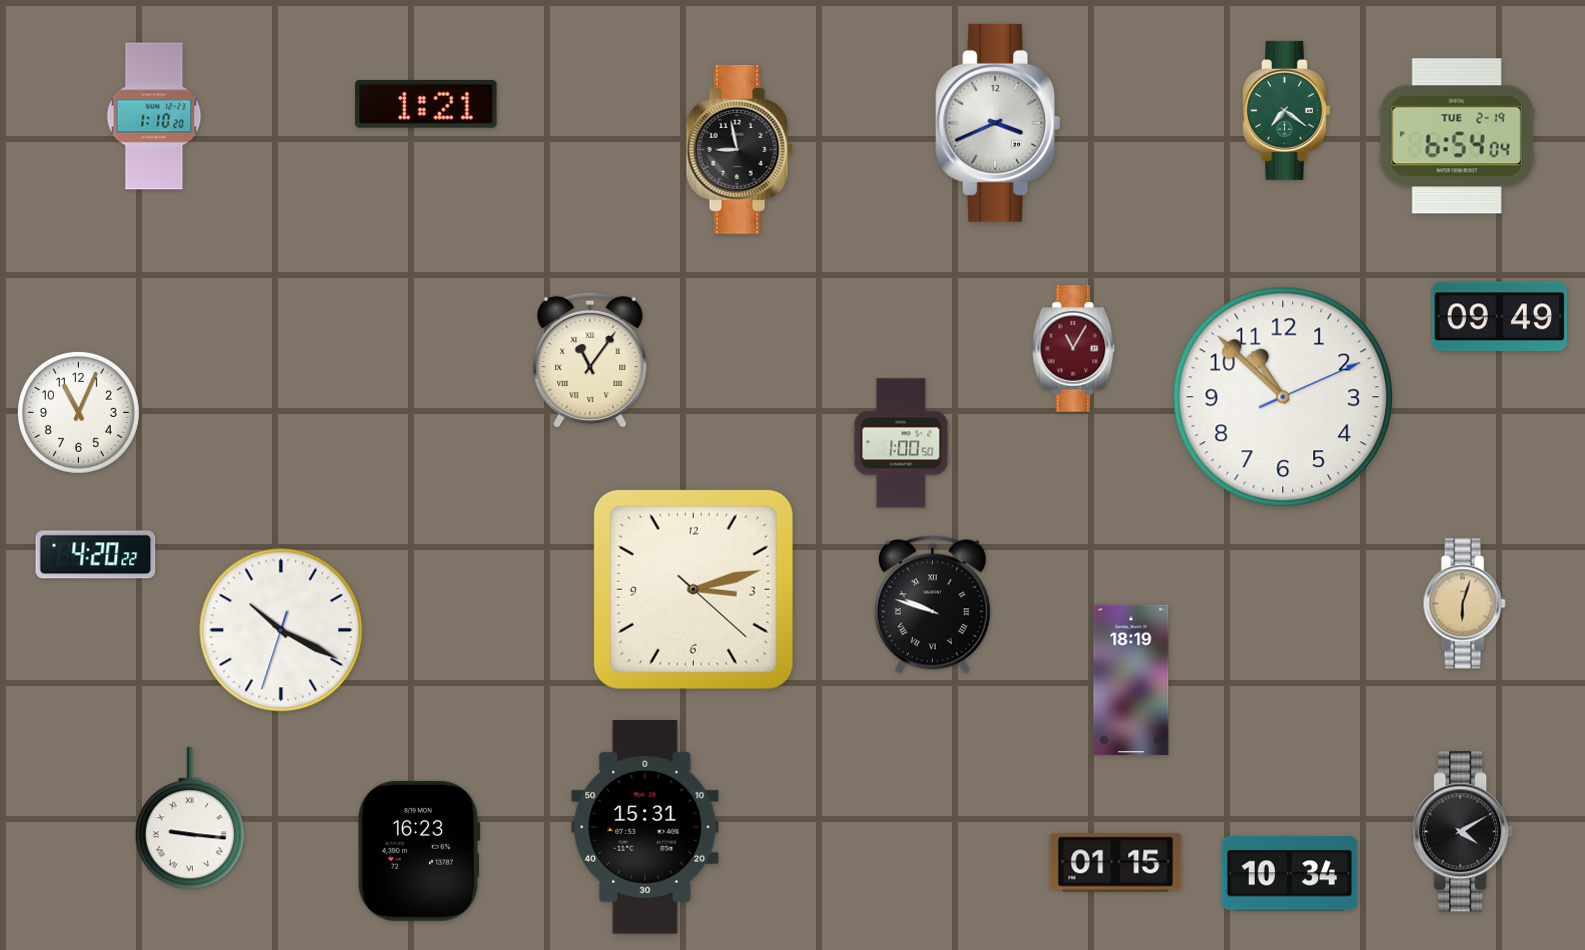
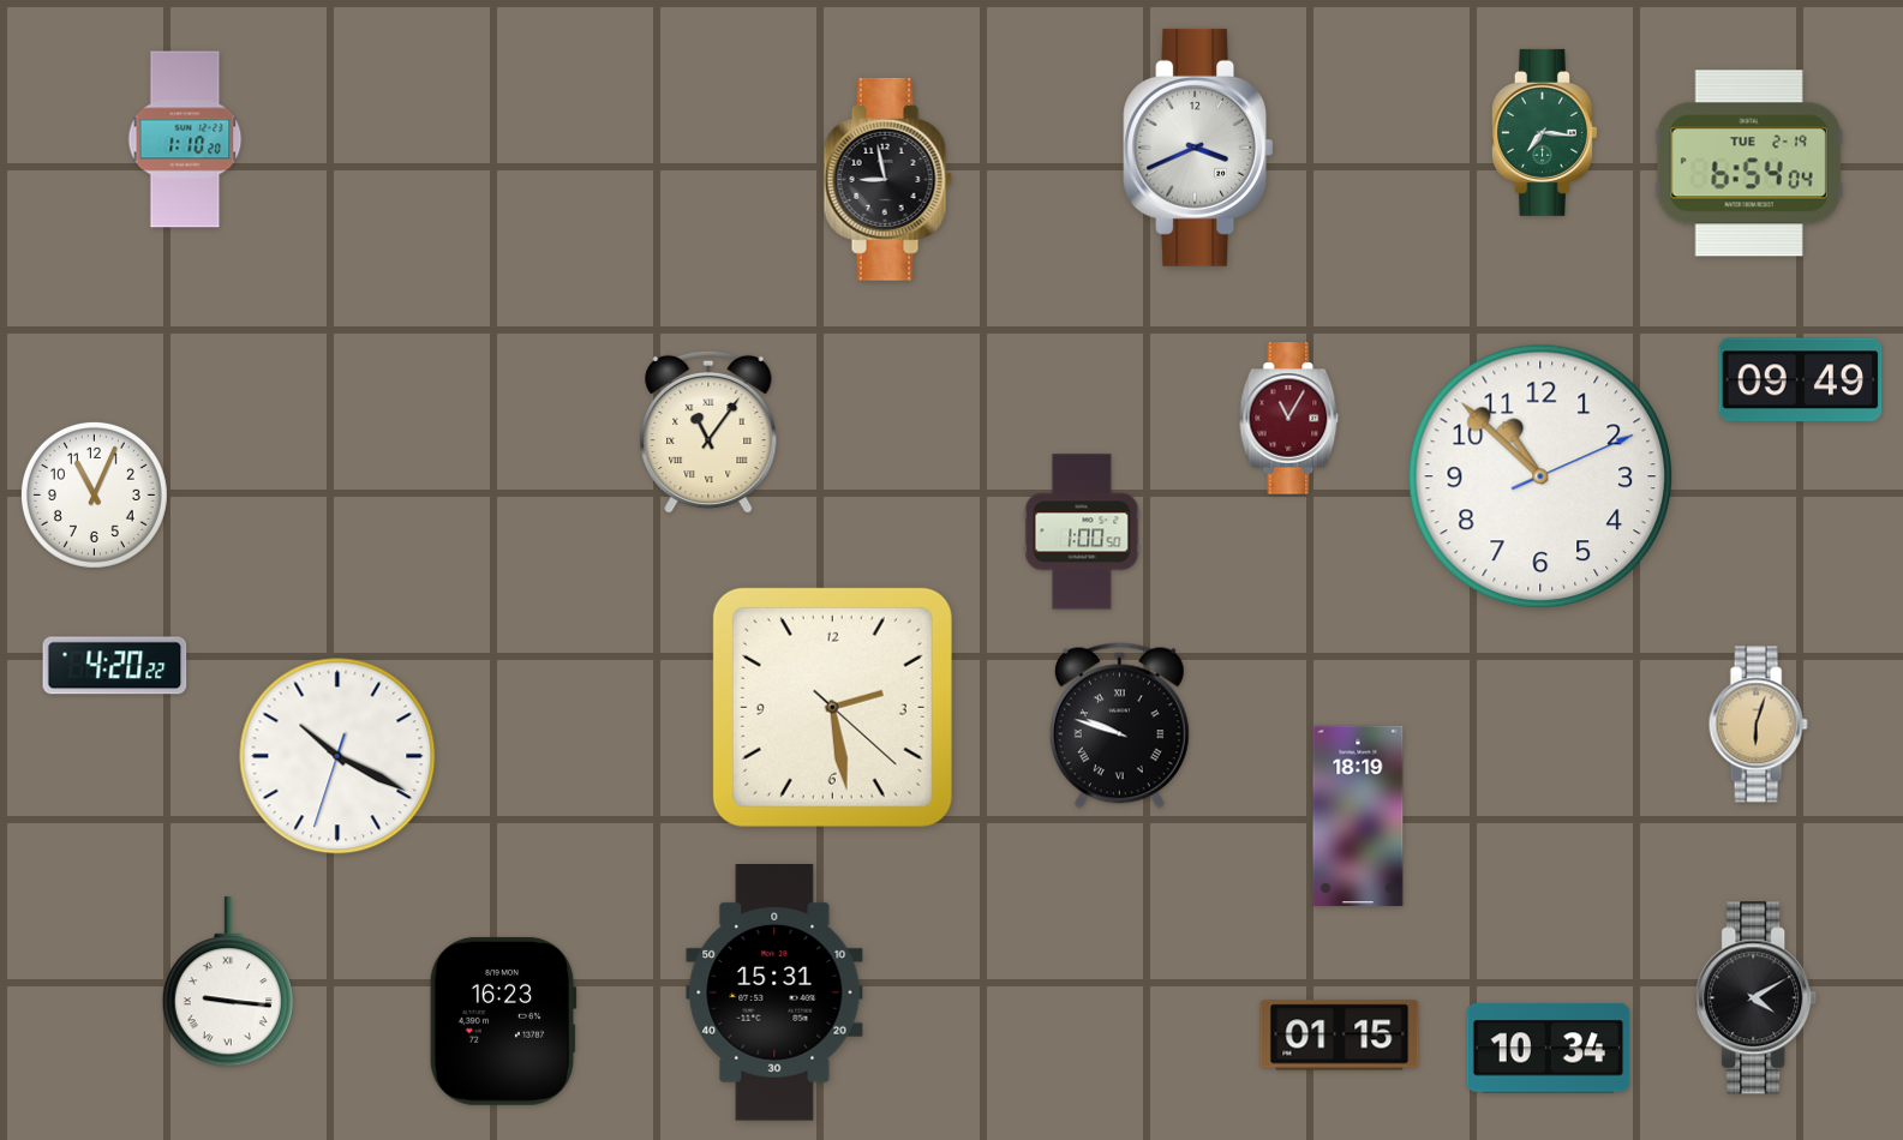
clock at (426, 104): 1:21 -> none
clock at (1287, 110): 7:21 -> 7:16
clock at (693, 589): 3:12 -> 2:28
